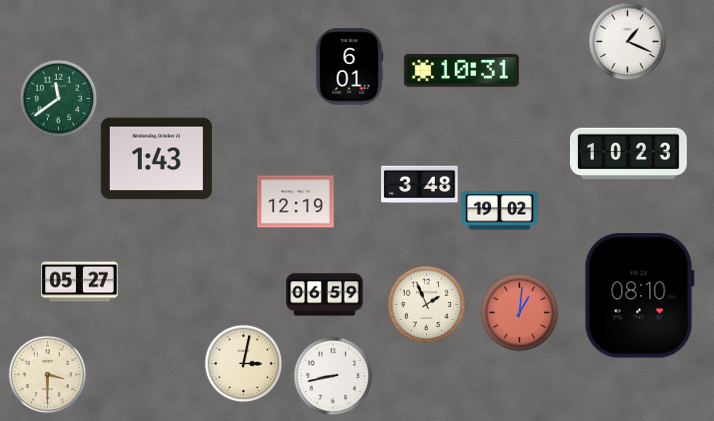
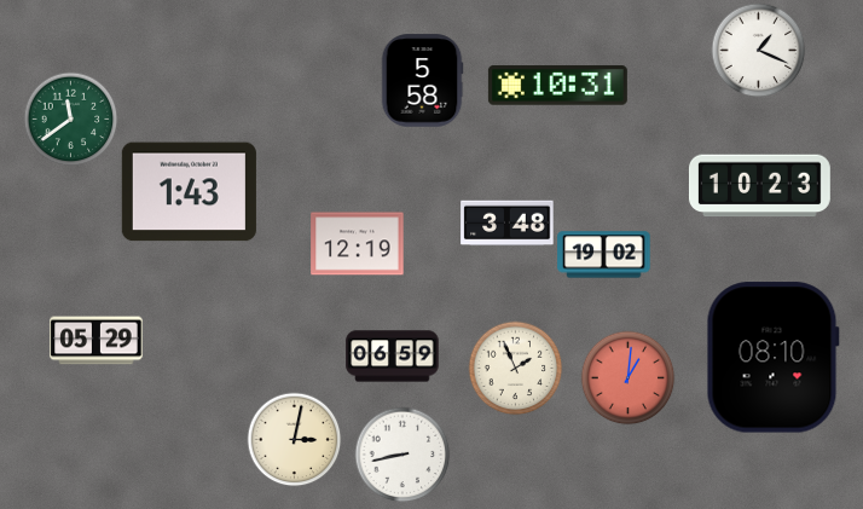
clock at (349, 67): 6:01 -> 5:58
clock at (80, 282): 05:27 -> 05:29
clock at (47, 374): 3:30 -> none
